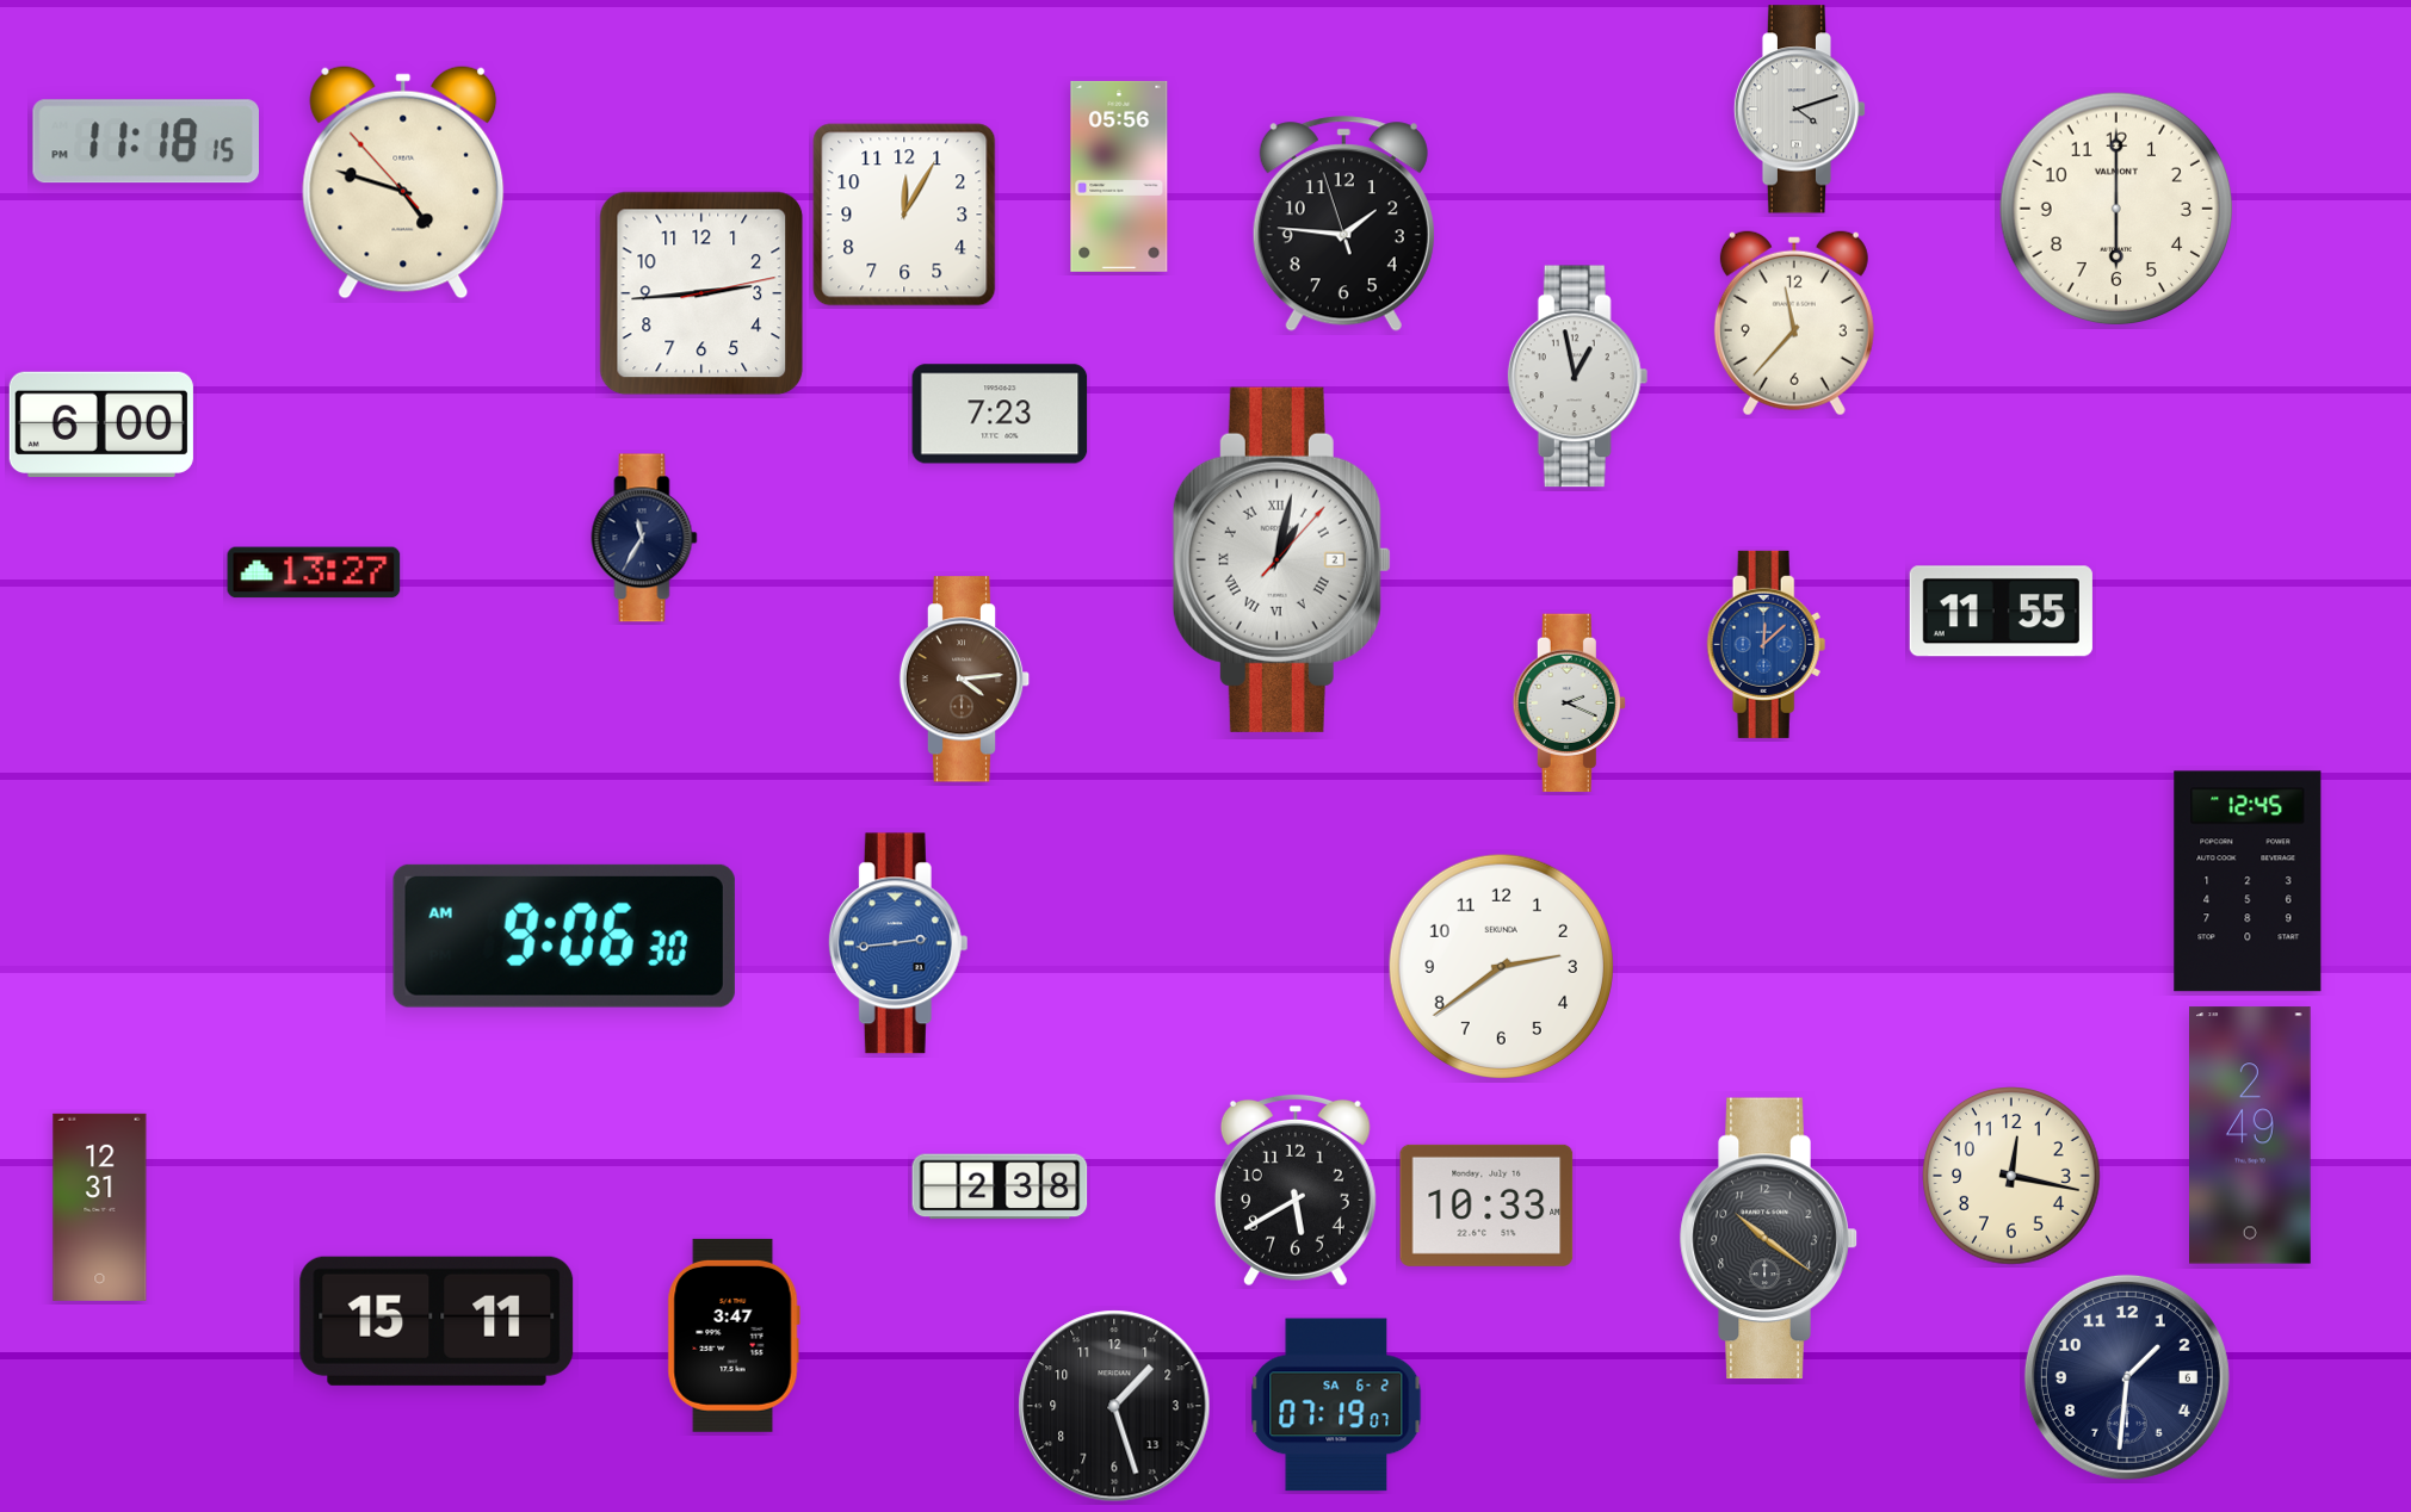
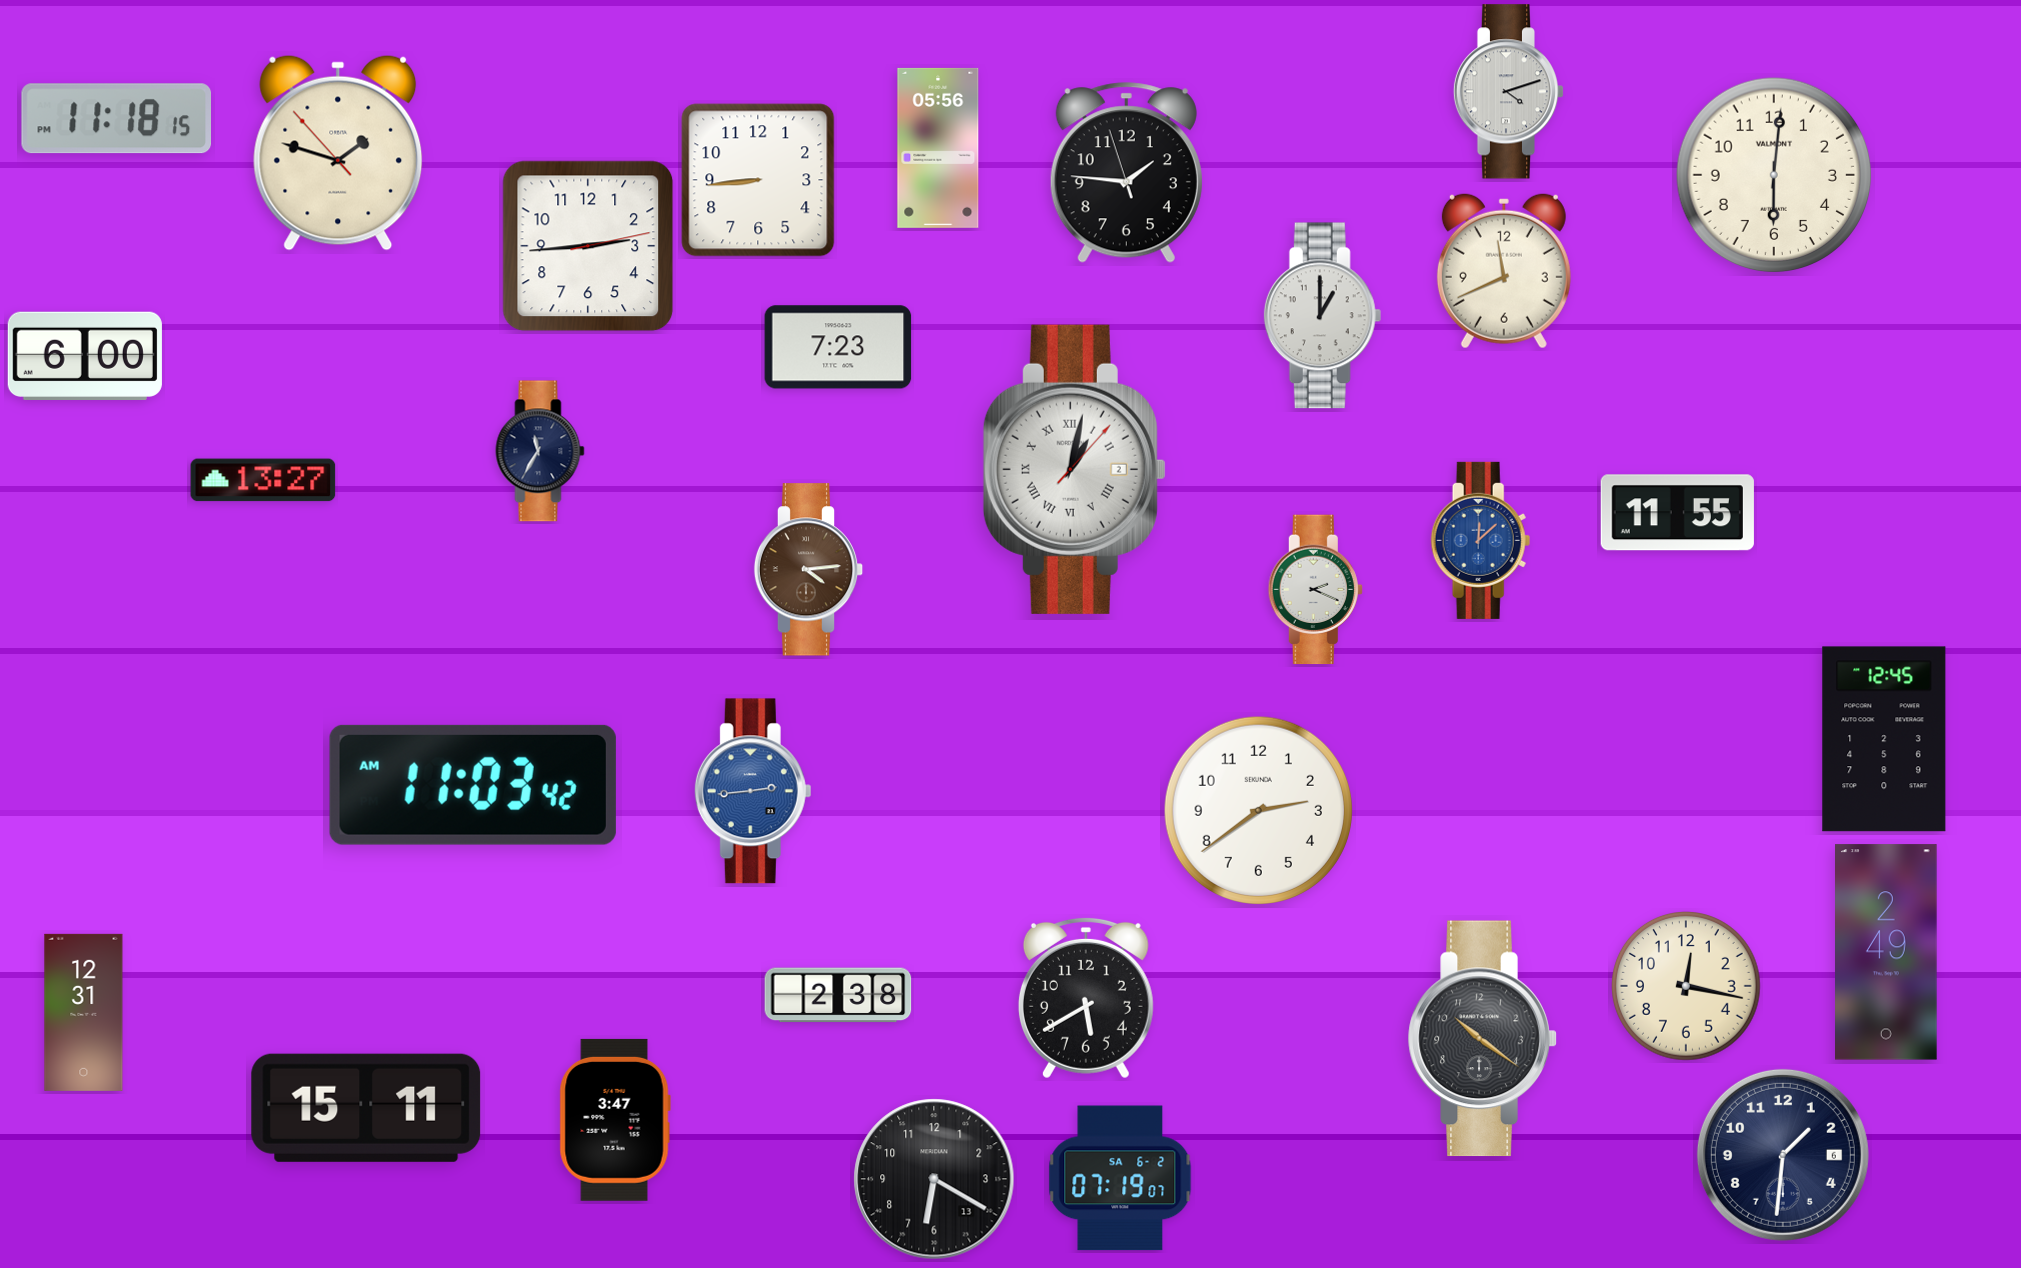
clock at (146, 142) position: (146, 142) -> (116, 119)
clock at (403, 182): 4:47 -> 1:47
clock at (2116, 209): 6:00 -> 6:01
clock at (904, 215): 12:05 -> 8:44
clock at (1343, 224) position: (1343, 224) -> (1126, 173)
clock at (1794, 323): 11:37 -> 11:41
clock at (1578, 377): 12:58 -> 1:00
clock at (564, 936): 9:06 -> 11:03
clock at (1486, 1206): 10:33 -> none
clock at (1114, 1406): 1:27 -> 6:20
